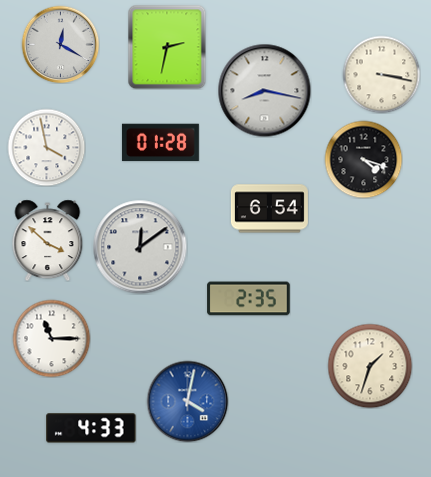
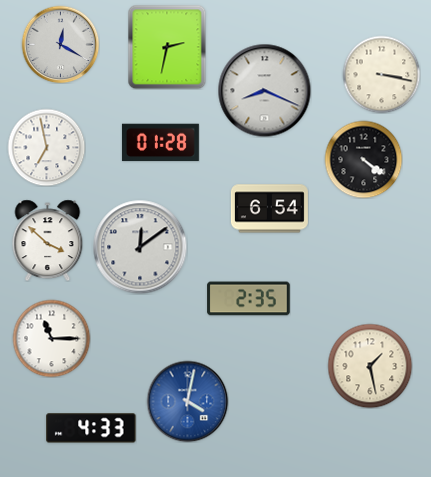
clock at (264, 90): 8:17 -> 8:19
clock at (46, 147): 3:58 -> 6:58
clock at (363, 159): 4:18 -> 4:21
clock at (370, 366): 1:33 -> 1:28
